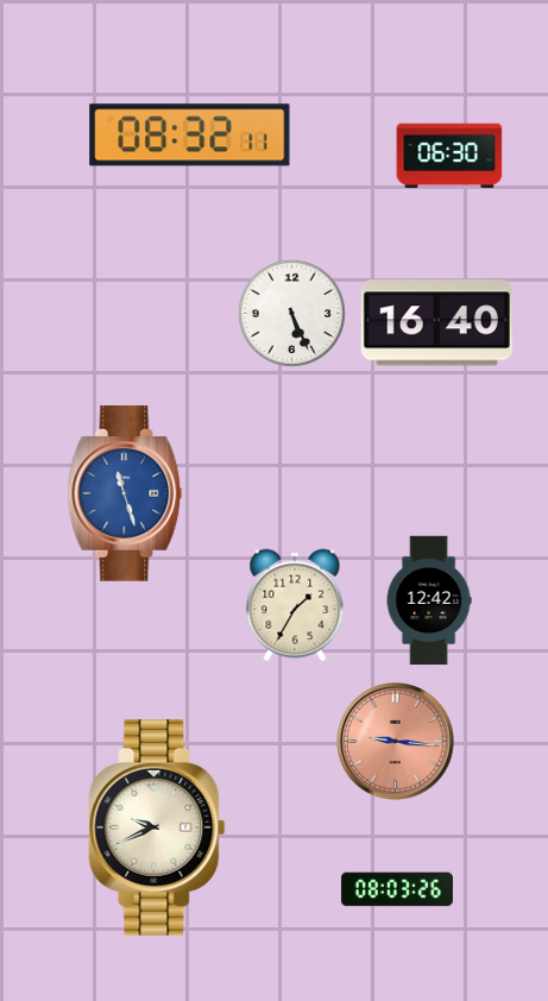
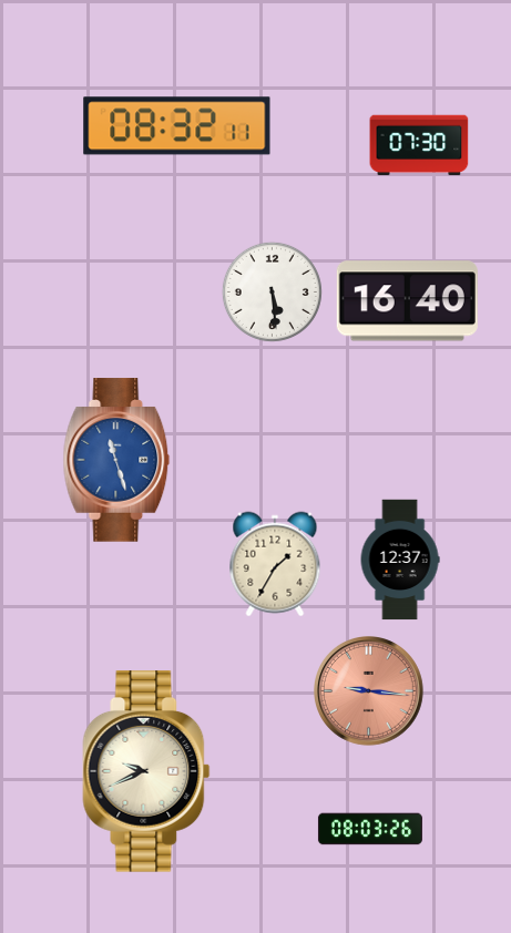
clock at (449, 156): 06:30 -> 07:30
clock at (291, 313): 5:26 -> 5:29
clock at (429, 600): 12:42 -> 12:37
